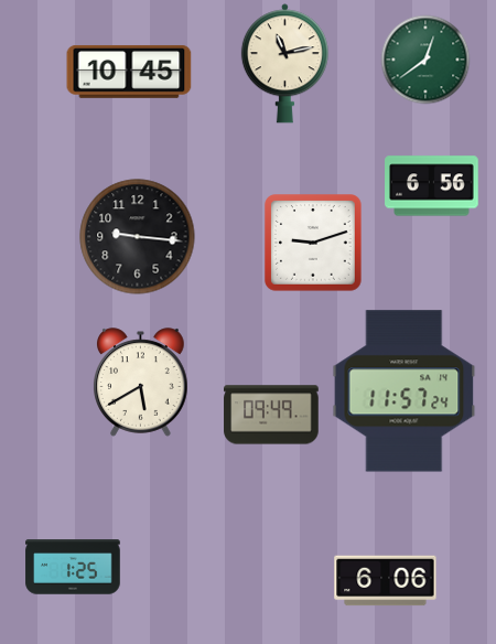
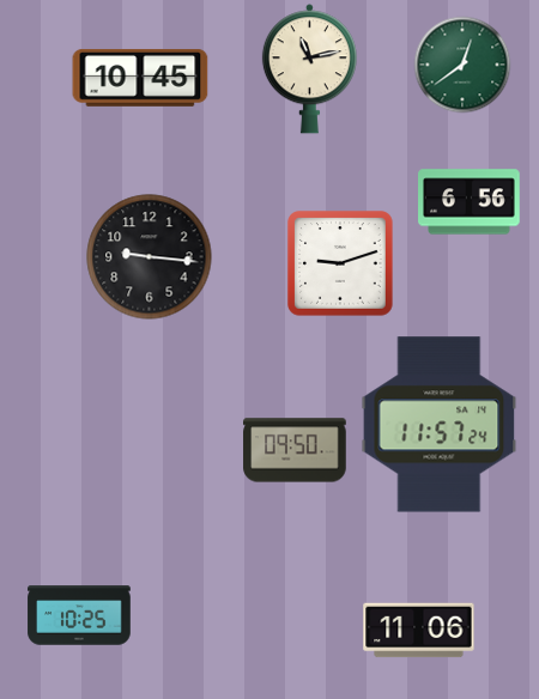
clock at (141, 383): 5:40 -> none
clock at (271, 415): 09:49 -> 09:50
clock at (73, 567): 1:25 -> 10:25
clock at (386, 581): 6:06 -> 11:06
